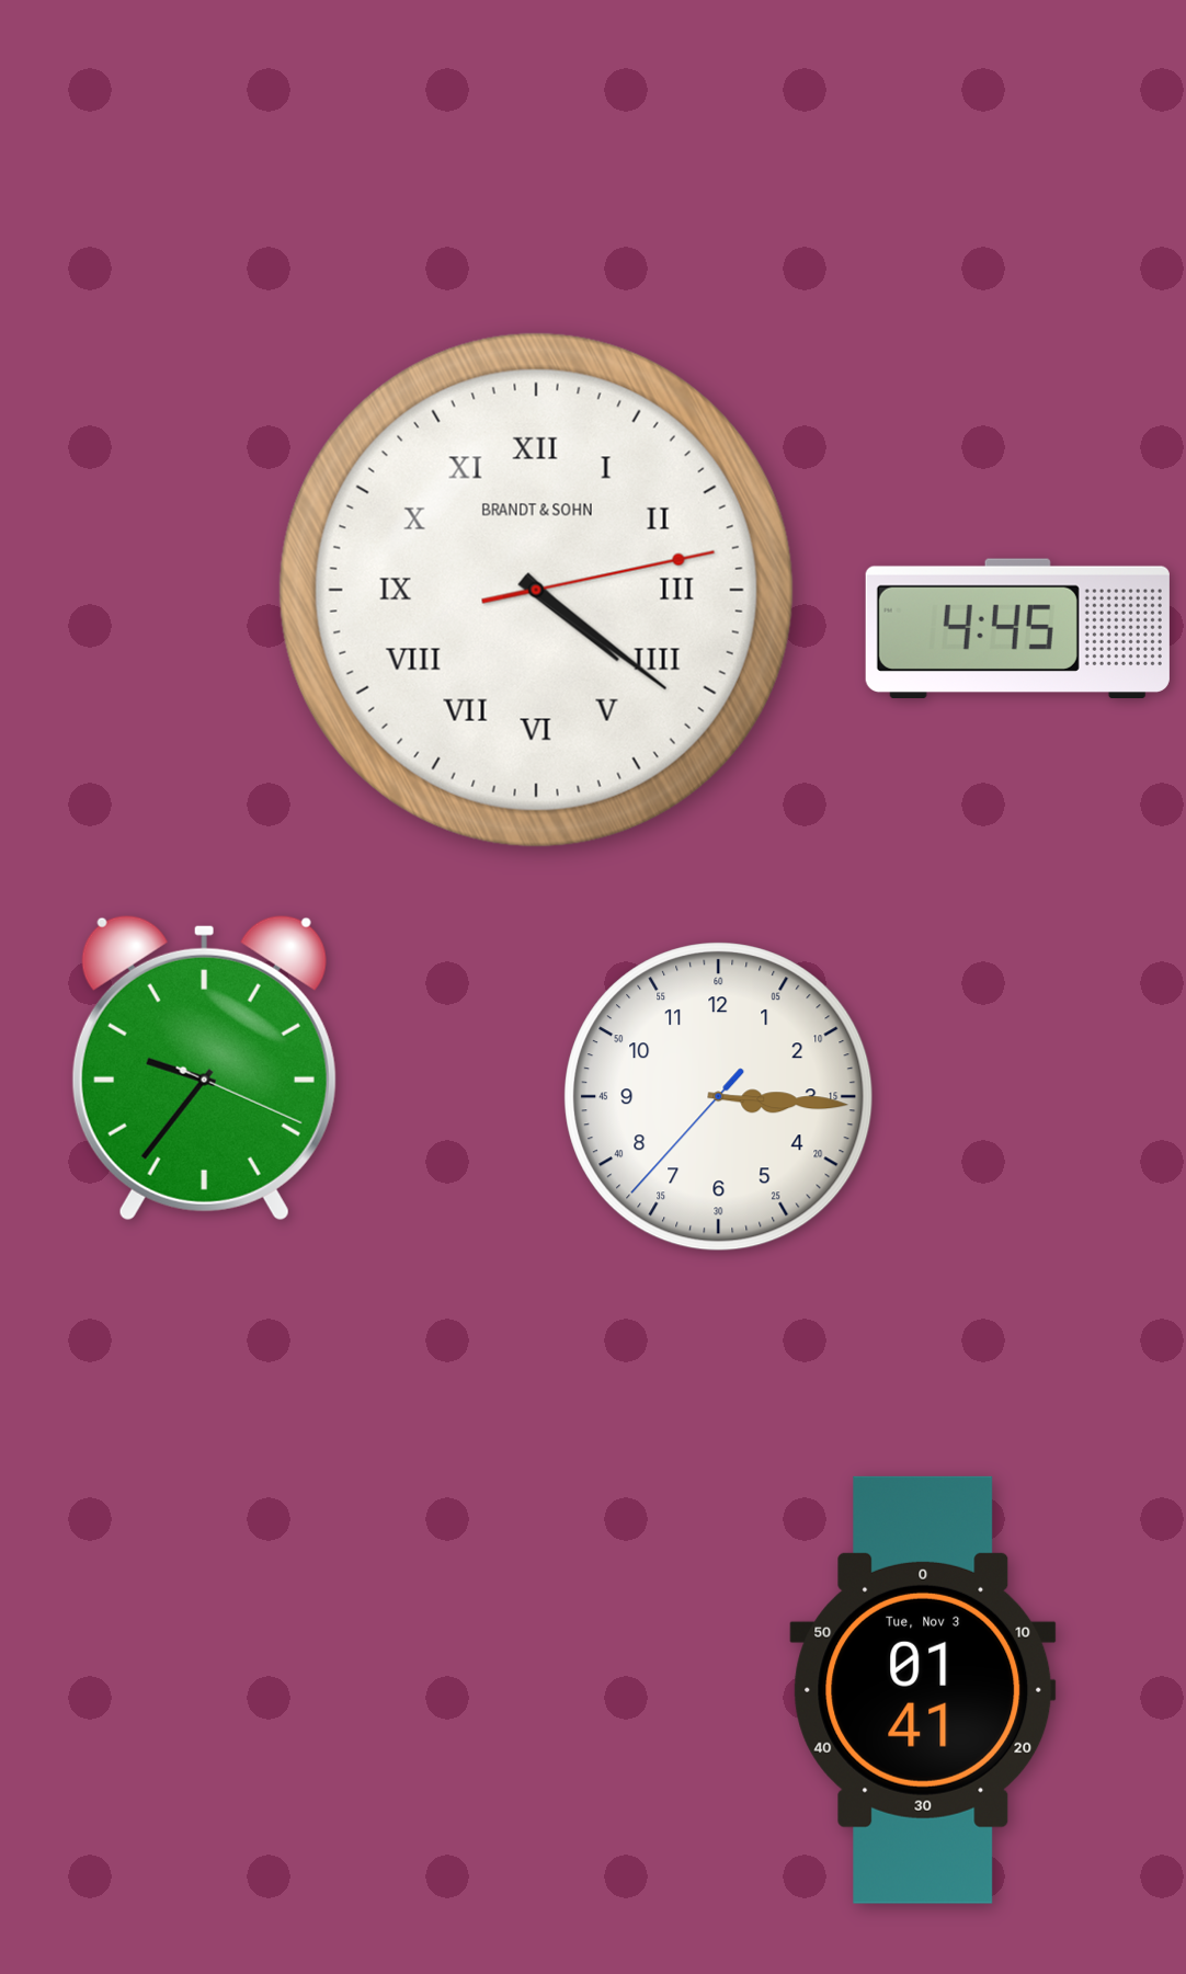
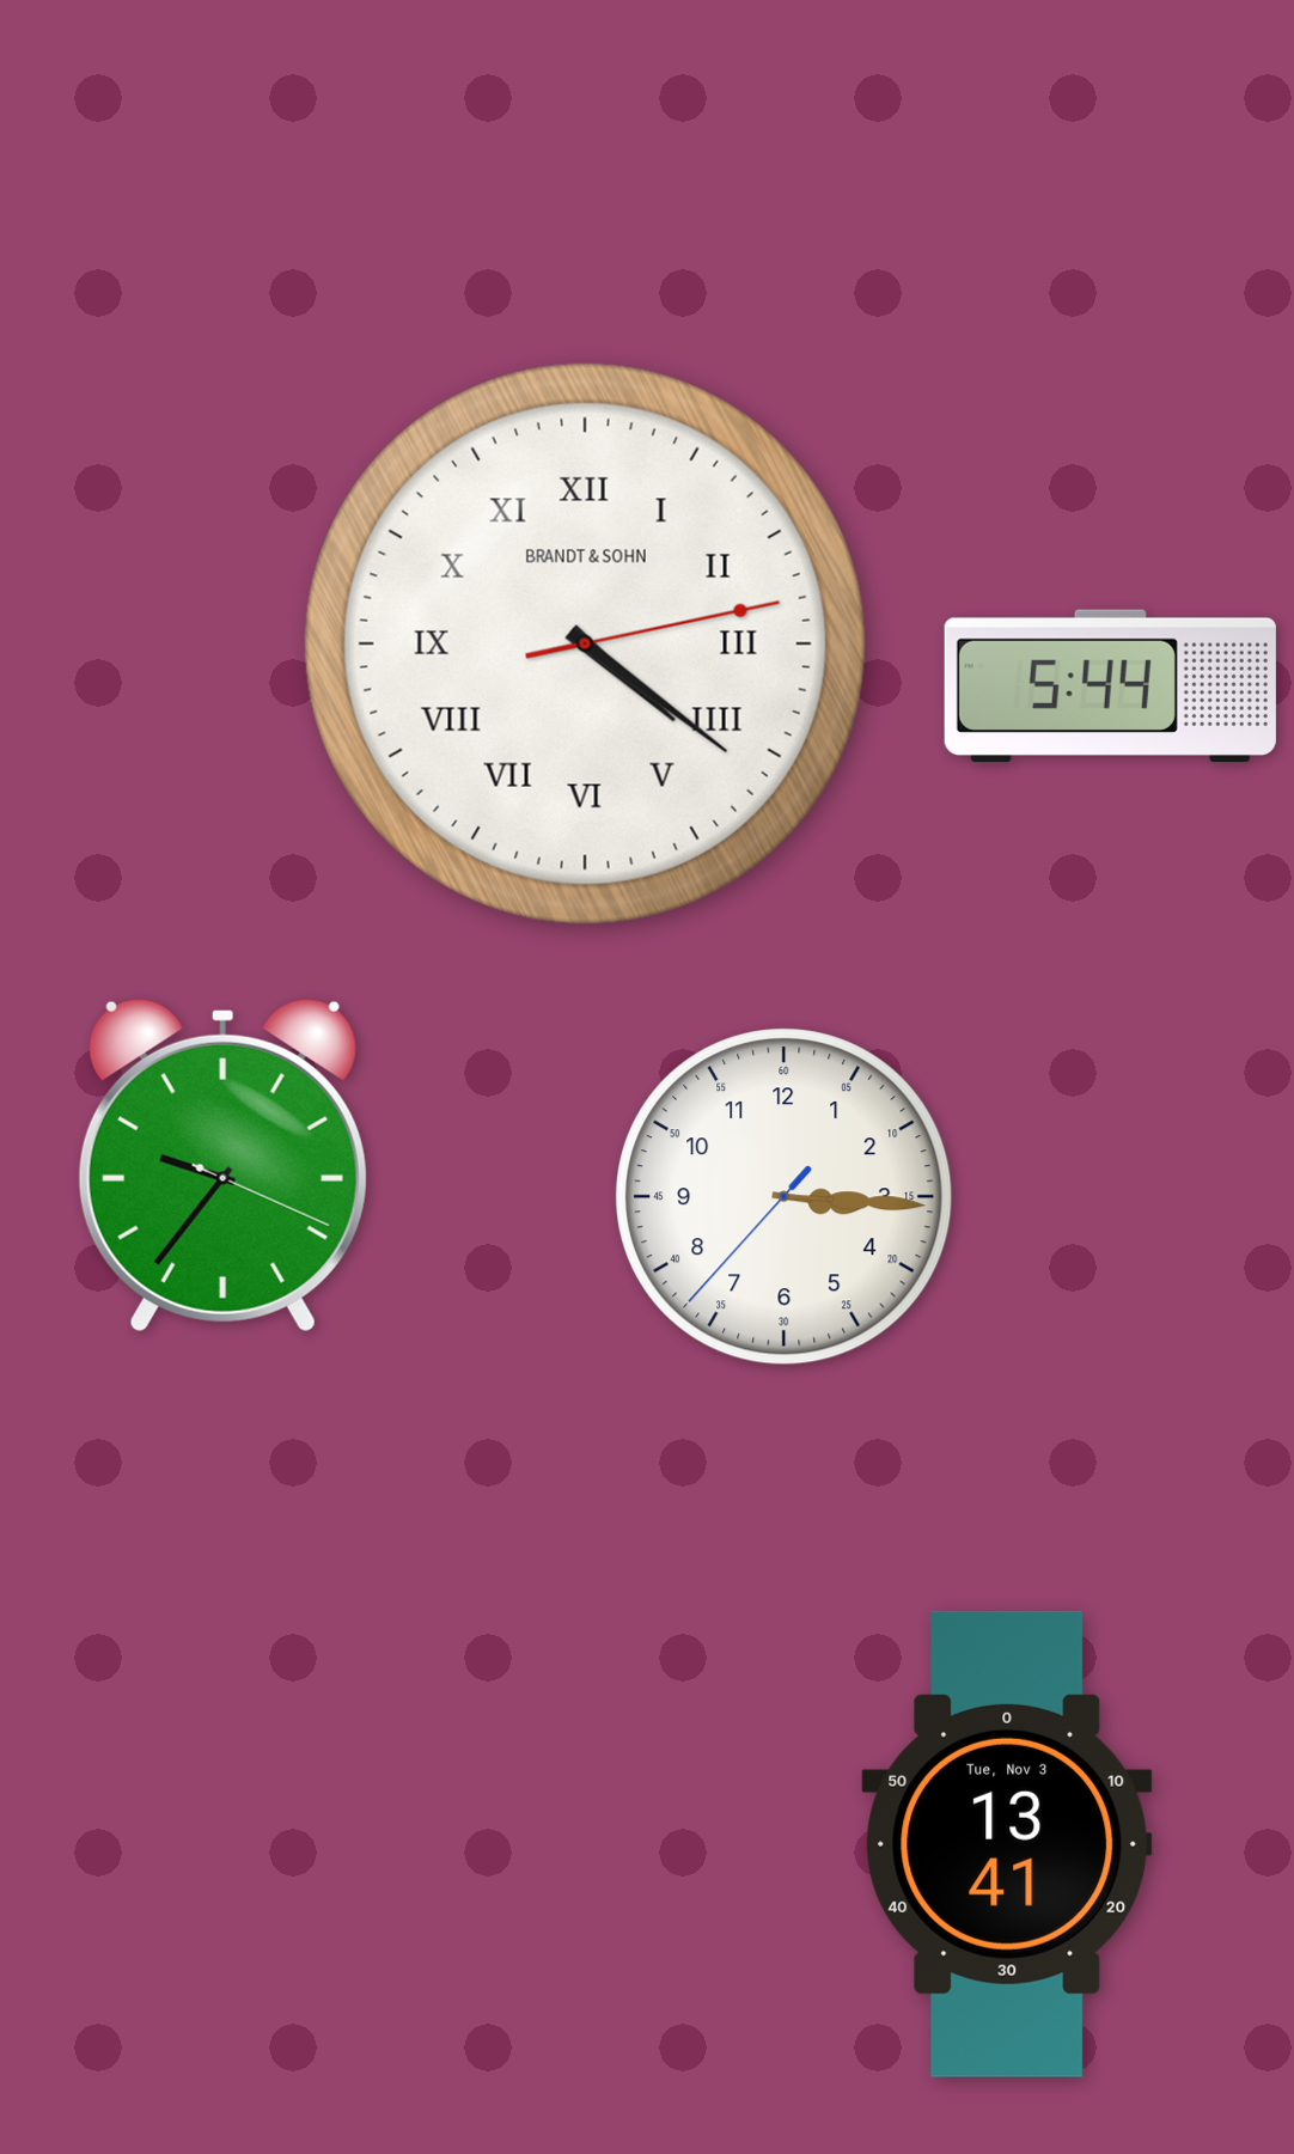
clock at (1017, 628): 4:45 -> 5:44
clock at (923, 1690): 01:41 -> 13:41
